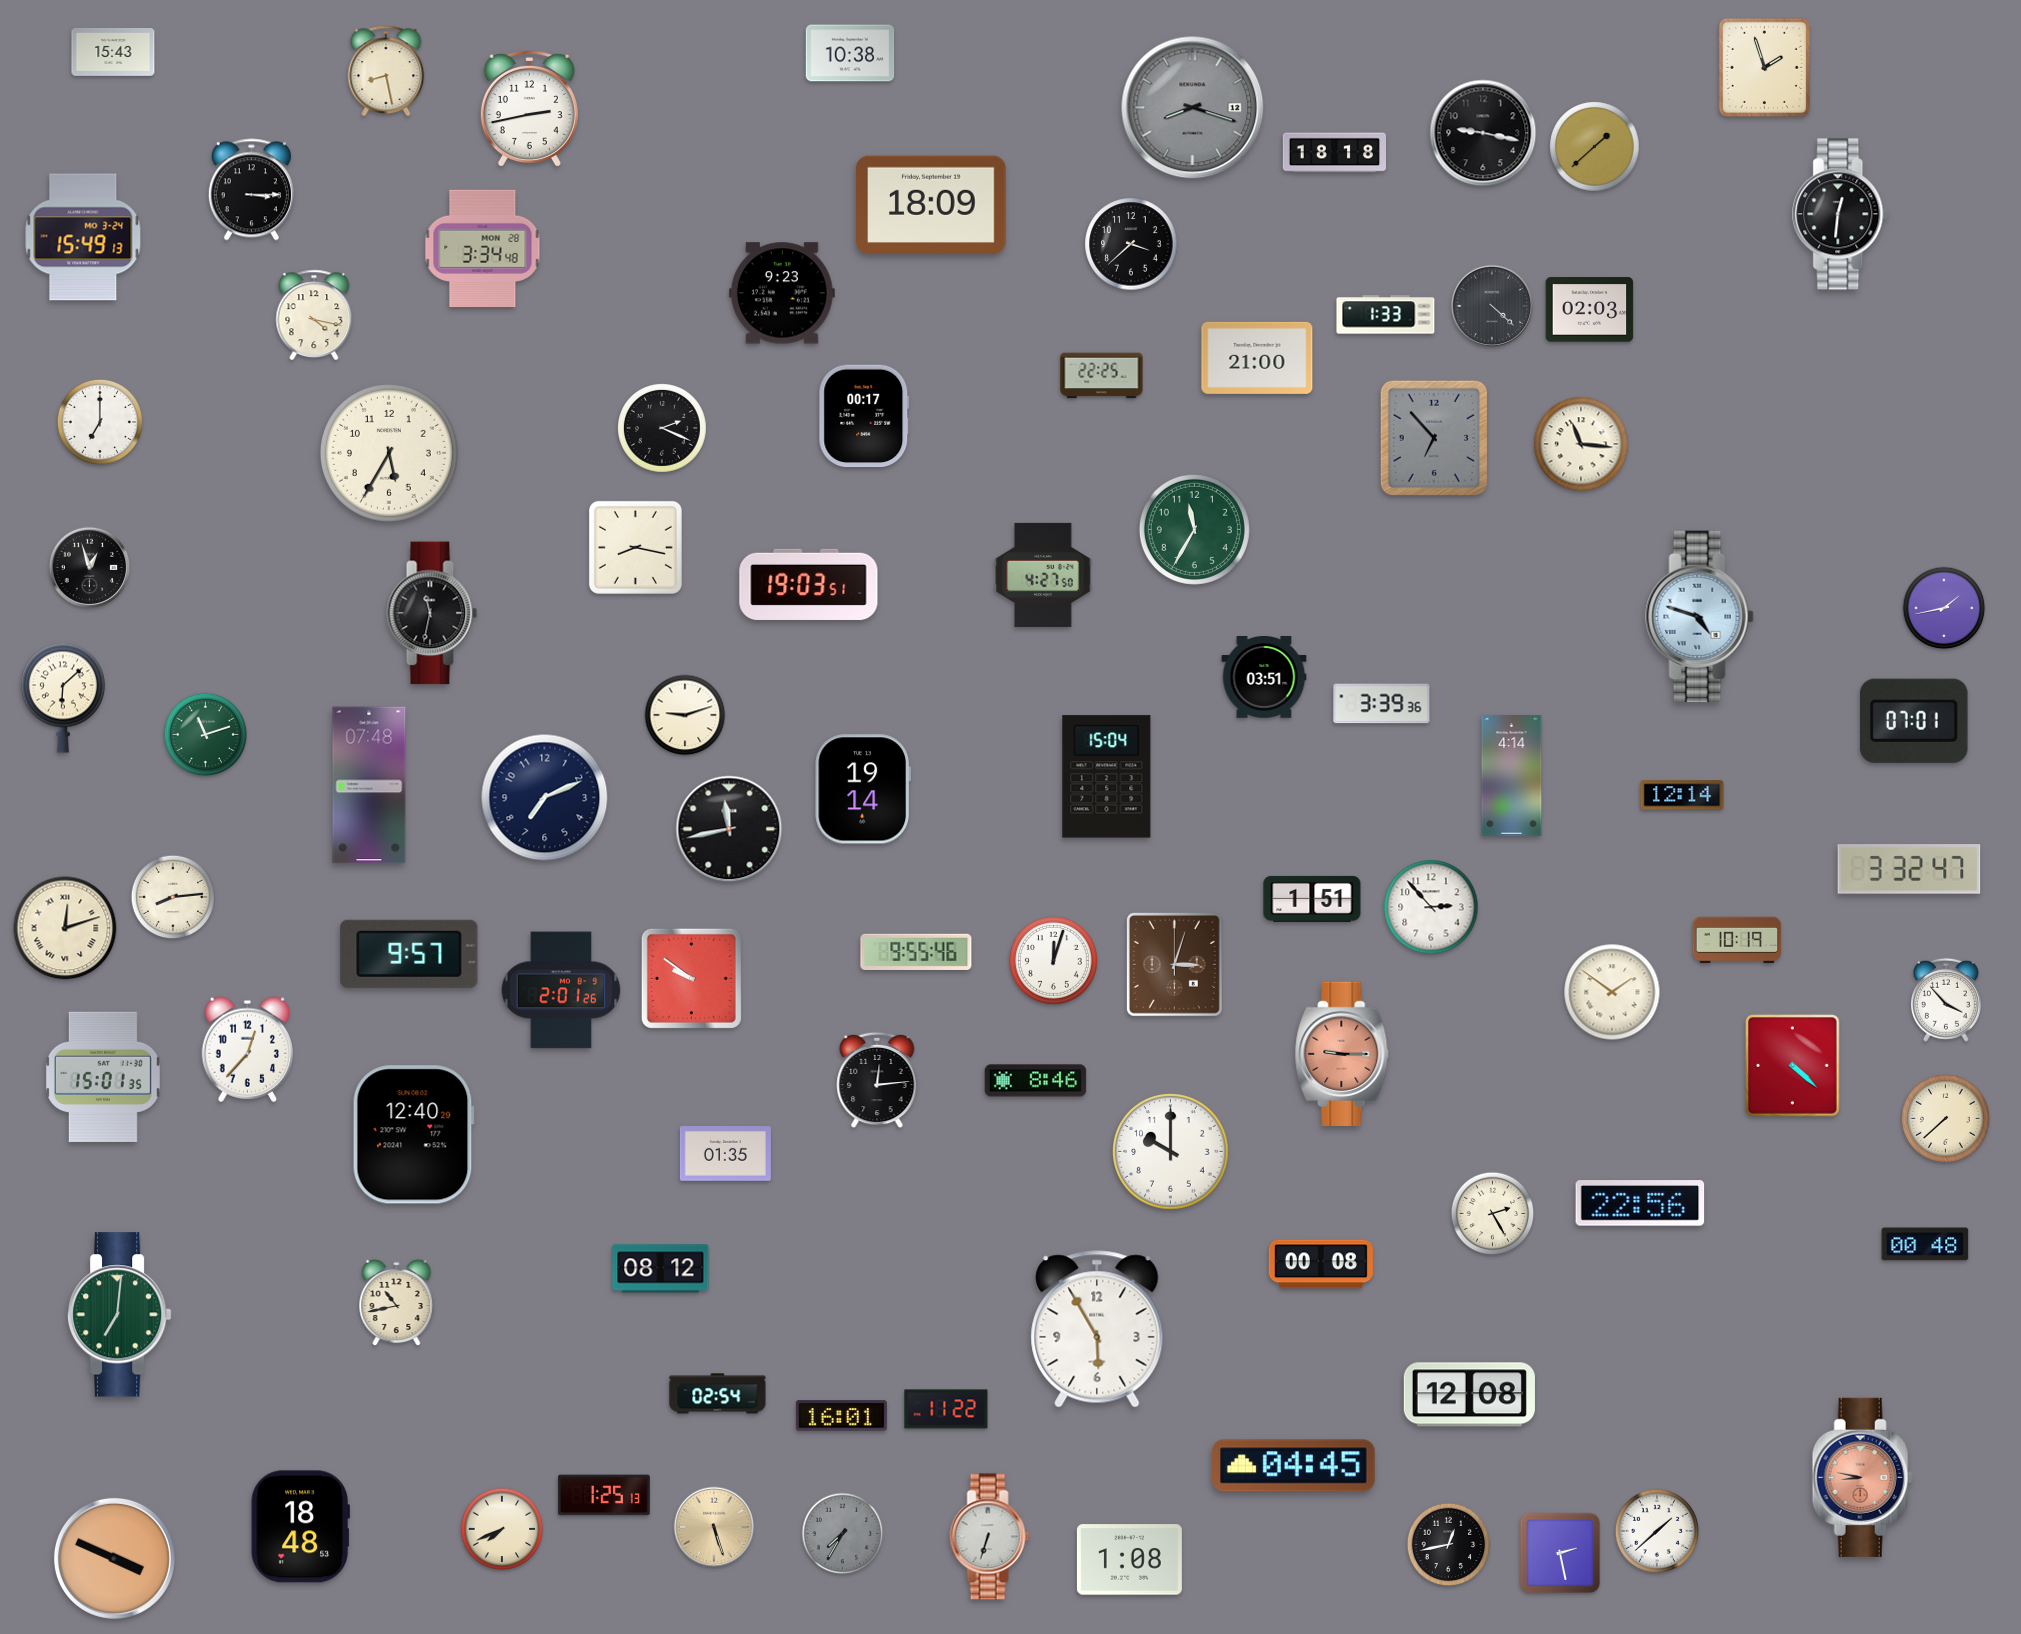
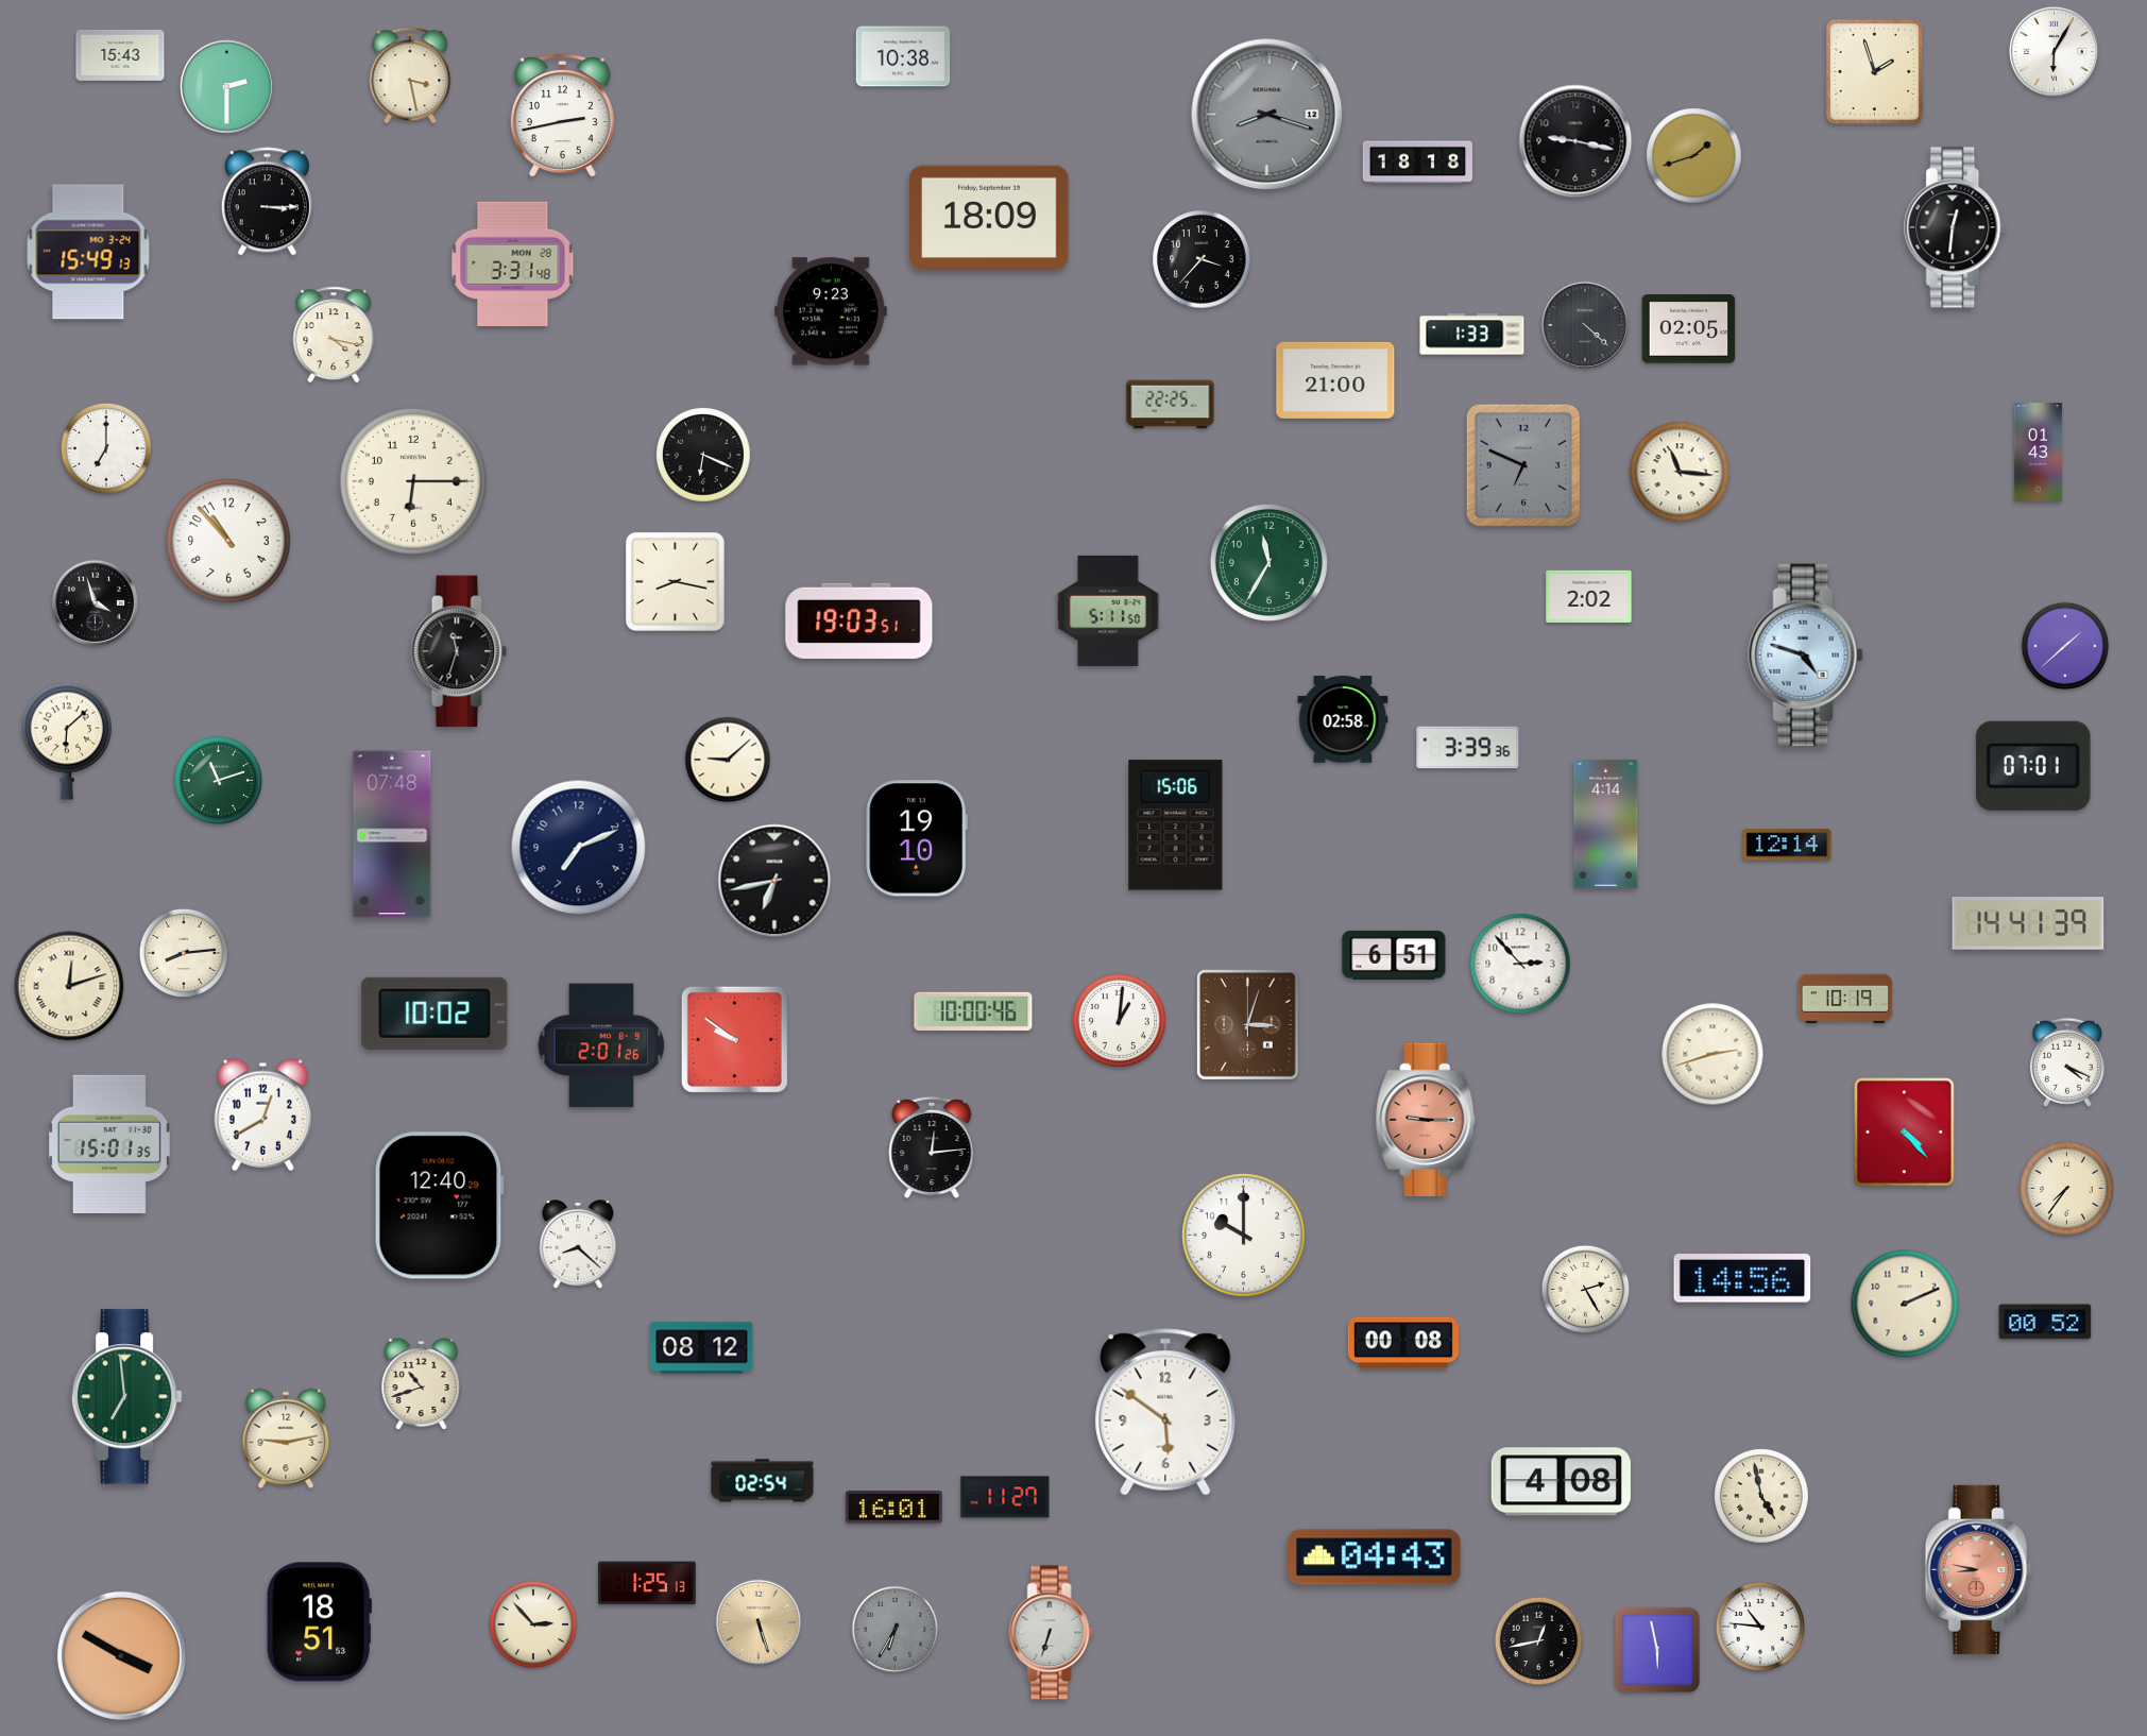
clock at (2054, 51): none -> 6:05
clock at (386, 71): 8:28 -> 3:28
clock at (226, 86): none -> 2:30
clock at (1595, 147): 1:38 -> 1:42
clock at (1131, 244): 3:38 -> 3:37
clock at (483, 248): 3:34 -> 3:31
clock at (1590, 310): 02:03 -> 02:05
clock at (1102, 376) position: (1102, 376) -> (1171, 405)
clock at (864, 416): 00:17 -> none
clock at (2039, 453): none -> 01:43
clock at (663, 429): 2:19 -> 6:19
clock at (1433, 437): 6:53 -> 6:49
clock at (389, 453): 5:35 -> 6:15
clock at (228, 541): none -> 10:53
clock at (1589, 596): none -> 2:02
clock at (90, 568): 12:57 -> 3:57
clock at (1043, 575): 4:27 -> 5:11
clock at (1944, 608): 1:43 -> 1:38
clock at (432, 613): 11:32 -> 11:33
clock at (1264, 677): 03:51 -> 02:58
clock at (685, 715): 9:12 -> 9:08
clock at (1107, 777): 15:04 -> 15:06
clock at (862, 789): 19:14 -> 19:10
clock at (729, 829): 11:43 -> 6:43
clock at (1909, 869): 3:32 -> 14:41
clock at (1312, 899): 1:51 -> 6:51
clock at (916, 952): 9:55 -> 10:00
clock at (409, 954): 9:57 -> 10:02
clock at (1053, 960): 12:03 -> 1:01
clock at (561, 990) position: (561, 990) -> (601, 1045)
clock at (1612, 992): 1:51 -> 2:42
clock at (1946, 1000): 3:53 -> 4:19
clock at (247, 1049): 12:37 -> 12:40
clock at (1793, 1066): 4:22 -> 4:23
clock at (1036, 1081): 8:46 -> none
clock at (1945, 1118): 7:38 -> 7:36
clock at (1171, 1152) position: (1171, 1152) -> (1244, 1236)
clock at (725, 1154): 01:35 -> none
clock at (578, 1244): none -> 8:22
clock at (1640, 1203): 22:56 -> 14:56
clock at (1905, 1304): none -> 2:11
clock at (1925, 1244): 00:48 -> 00:52
clock at (397, 1303): 10:43 -> 10:42
clock at (119, 1315): 7:01 -> 6:59
clock at (1097, 1329): 5:55 -> 5:51
clock at (286, 1439): none -> 9:13
clock at (1469, 1395): 12:08 -> 4:08
clock at (946, 1409): 11:22 -> 11:27
clock at (1762, 1497): none -> 4:58
clock at (841, 1416) position: (841, 1416) -> (893, 1508)
clock at (1294, 1466): 04:45 -> 04:43
clock at (605, 1495) position: (605, 1495) -> (648, 1583)
clock at (300, 1527): 18:48 -> 18:51
clock at (502, 1529): 7:41 -> 2:53
clock at (1657, 1531): 1:38 -> 10:46
clock at (843, 1534): 7:35 -> 6:35
clock at (1560, 1553): 2:28 -> 5:58
clock at (114, 1558): 3:49 -> 3:50
clock at (1129, 1560): 1:08 -> none
